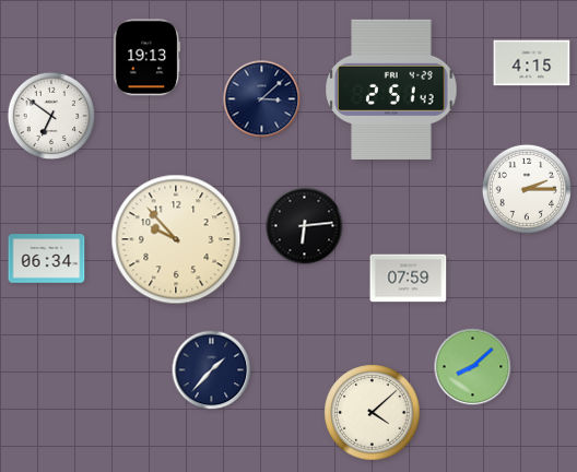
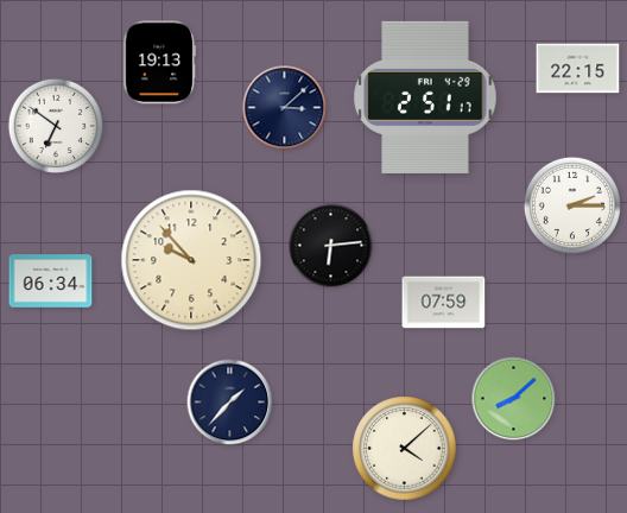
clock at (532, 63): 4:15 -> 22:15
clock at (391, 90): 2:51:43 -> 2:51:17
